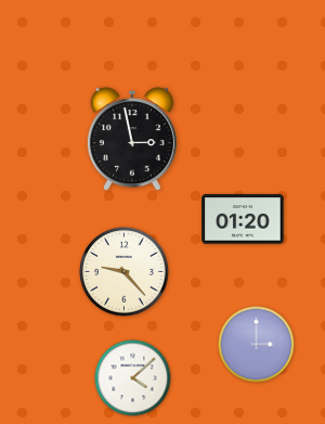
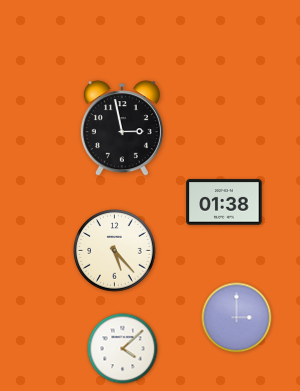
clock at (243, 219): 01:20 -> 01:38
clock at (125, 272): 9:23 -> 5:23
